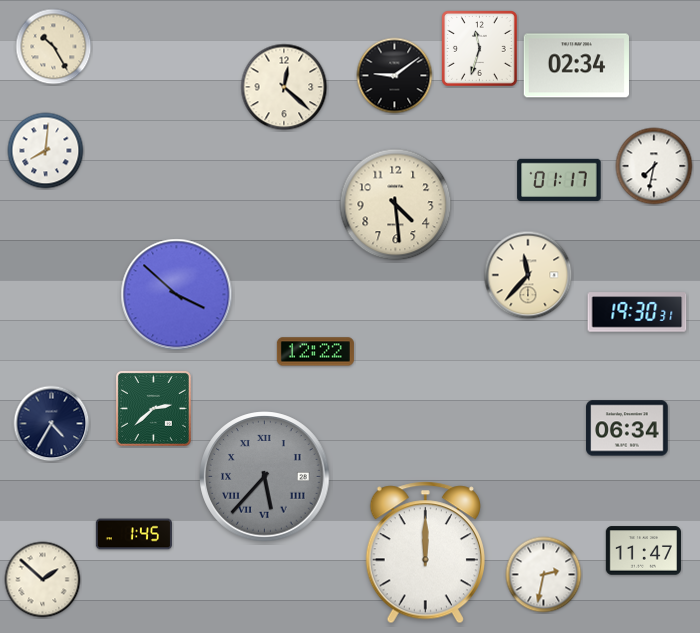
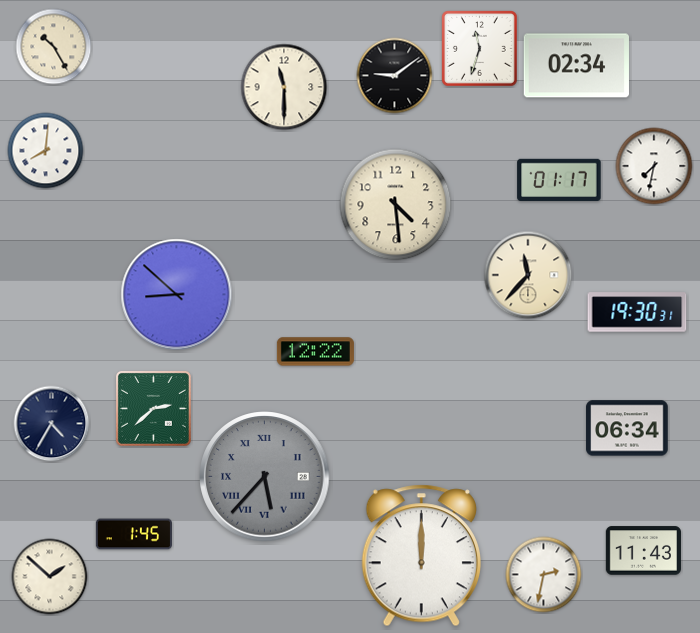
clock at (284, 87): 12:22 -> 11:30
clock at (177, 295): 3:52 -> 8:52
clock at (643, 551): 11:47 -> 11:43
clock at (425, 553) position: (425, 553) -> (421, 556)
clock at (43, 580) position: (43, 580) -> (50, 577)
